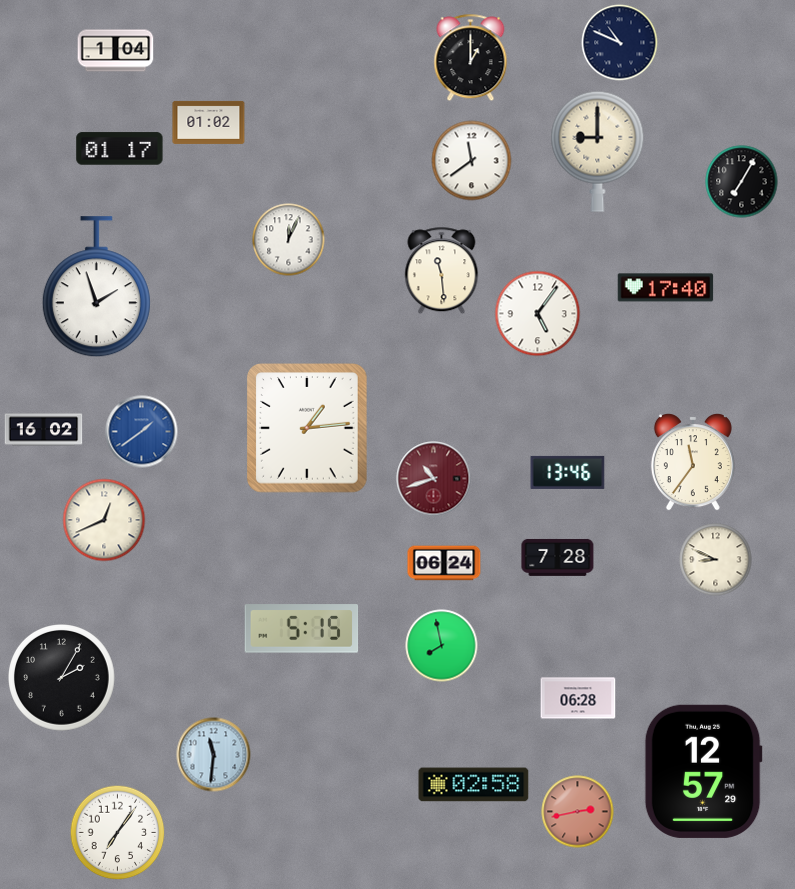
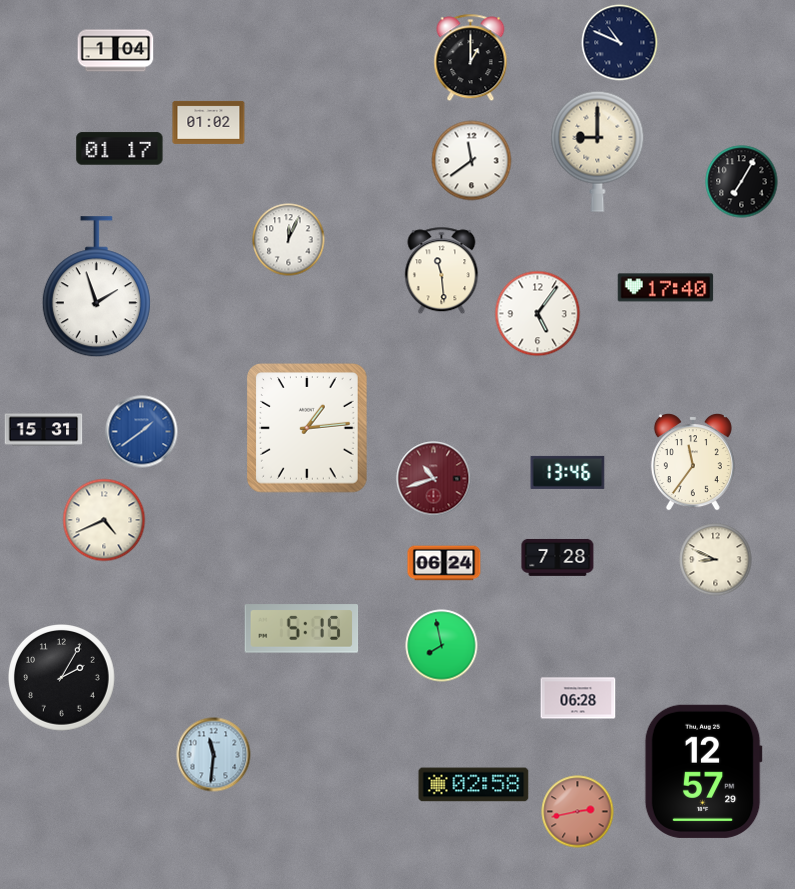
clock at (44, 430): 16:02 -> 15:31
clock at (104, 520): 12:41 -> 4:41
clock at (118, 833): 7:06 -> none
